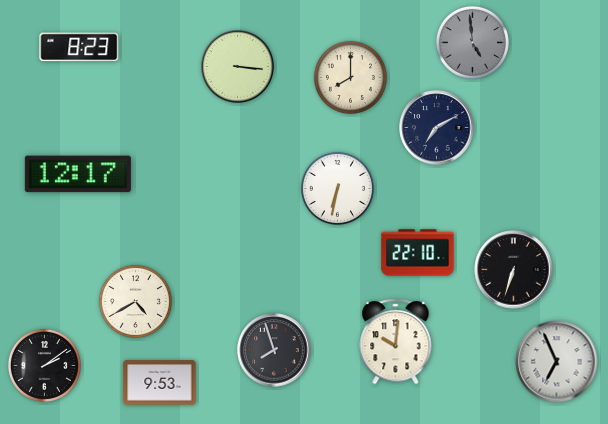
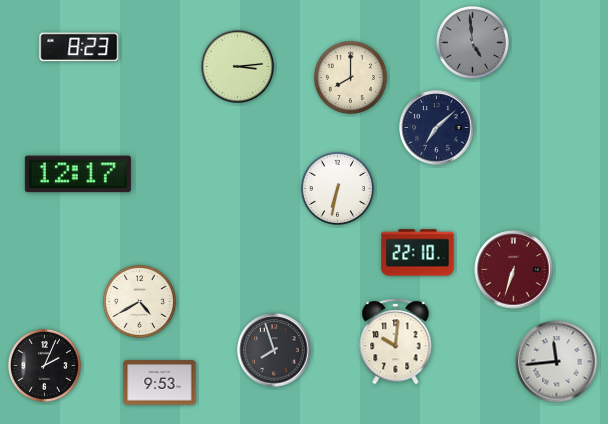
clock at (238, 67): 3:16 -> 3:14
clock at (437, 128): 7:10 -> 7:08
clock at (514, 270) dial: black -> burgundy
clock at (135, 301) position: (135, 301) -> (139, 301)
clock at (557, 362): 6:56 -> 11:44
clock at (44, 365): 2:09 -> 2:04
